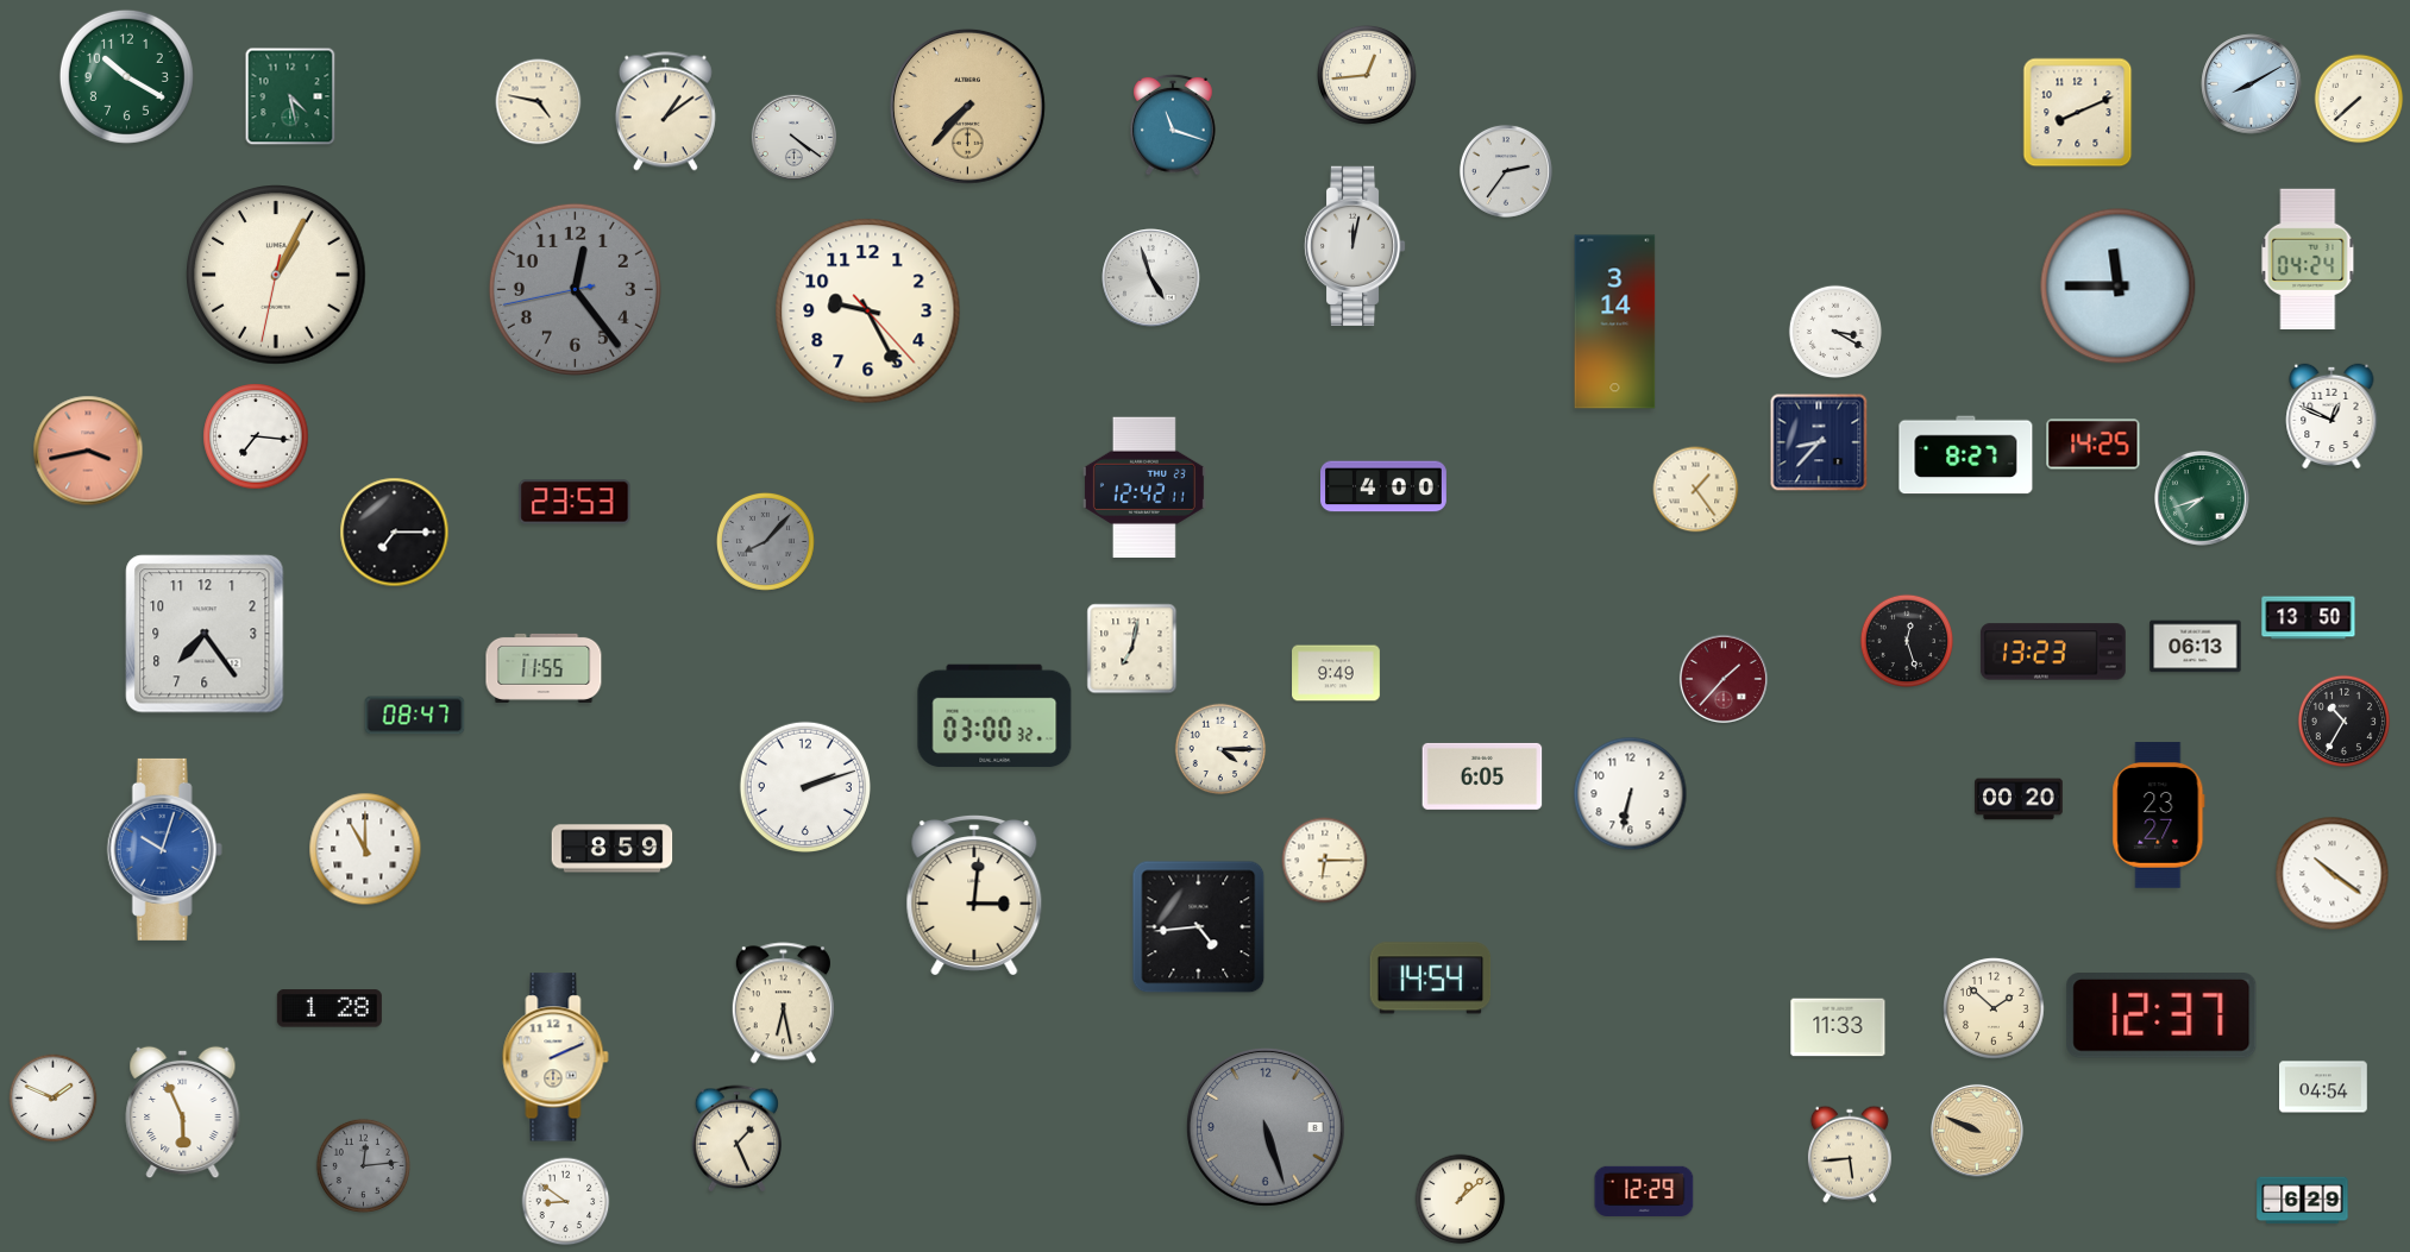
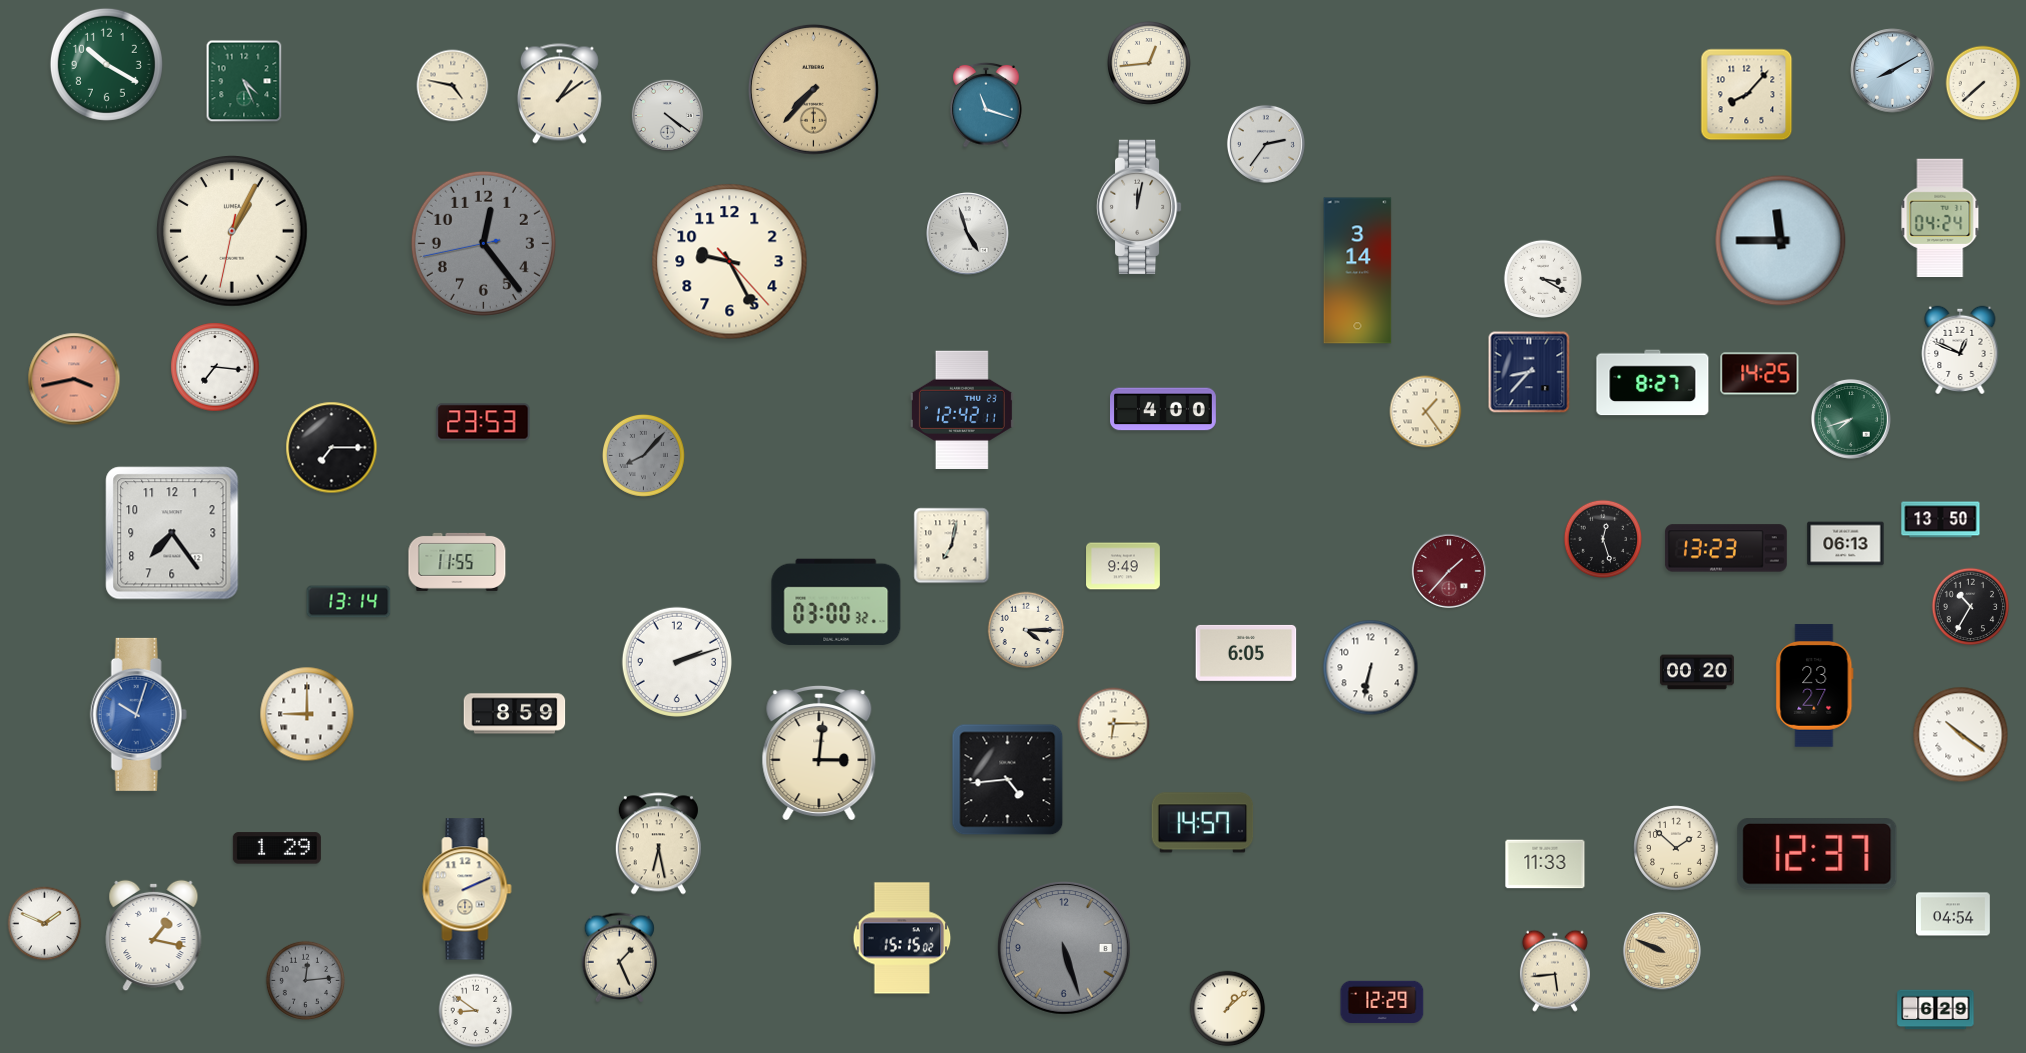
clock at (290, 96): 4:28 -> 4:26
clock at (2078, 113): 8:11 -> 8:07
clock at (415, 716): 08:47 -> 13:14
clock at (365, 849): 11:00 -> 9:00
clock at (1431, 979): 14:54 -> 14:57
clock at (330, 1008): 1:28 -> 1:29
clock at (183, 1113): 5:56 -> 1:17
clock at (902, 938): none -> 15:15
